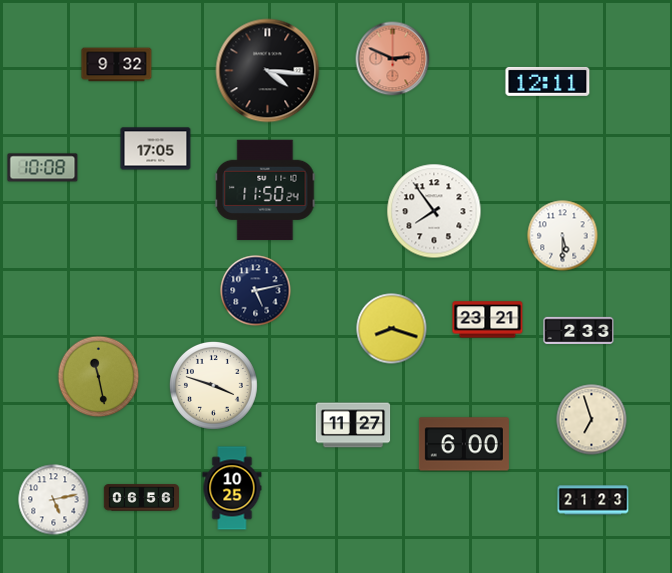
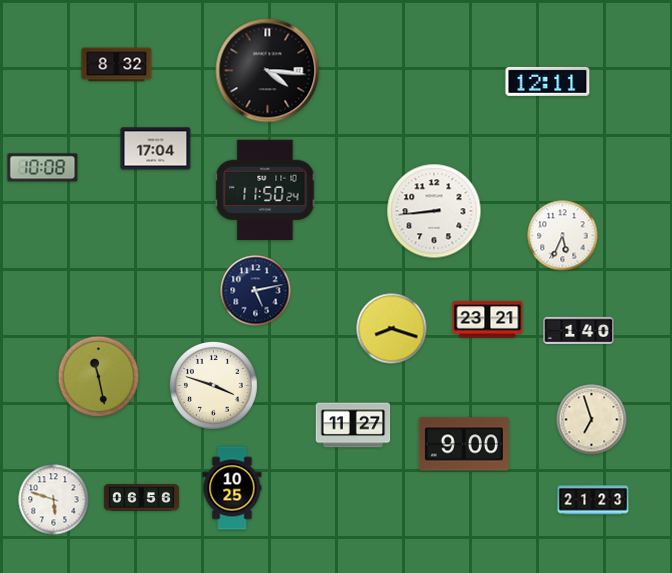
clock at (393, 59): 2:49 -> none
clock at (117, 65): 9:32 -> 8:32
clock at (156, 149): 17:05 -> 17:04
clock at (434, 211): 7:54 -> 8:44
clock at (563, 236): 5:30 -> 5:34
clock at (579, 330): 2:33 -> 1:40
clock at (464, 444): 6:00 -> 9:00
clock at (54, 500): 5:13 -> 5:48
